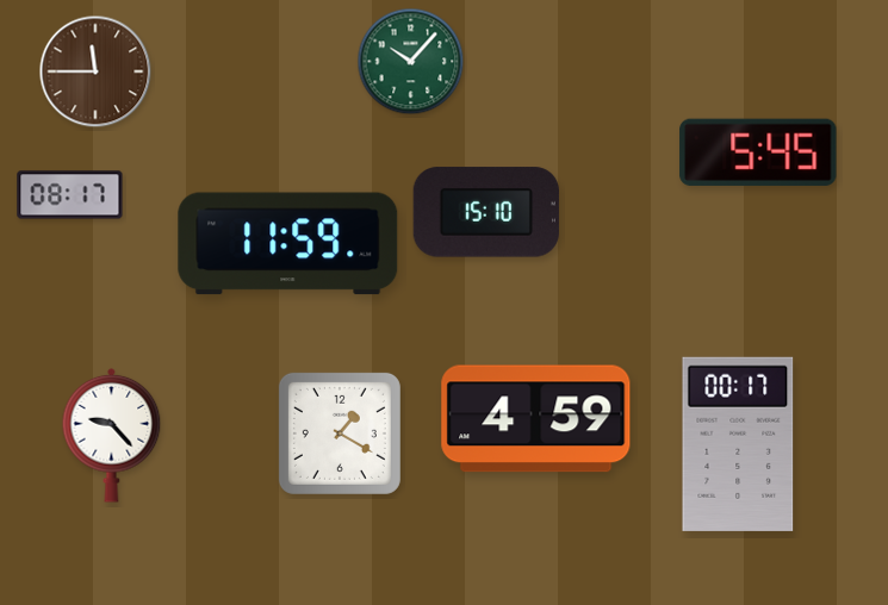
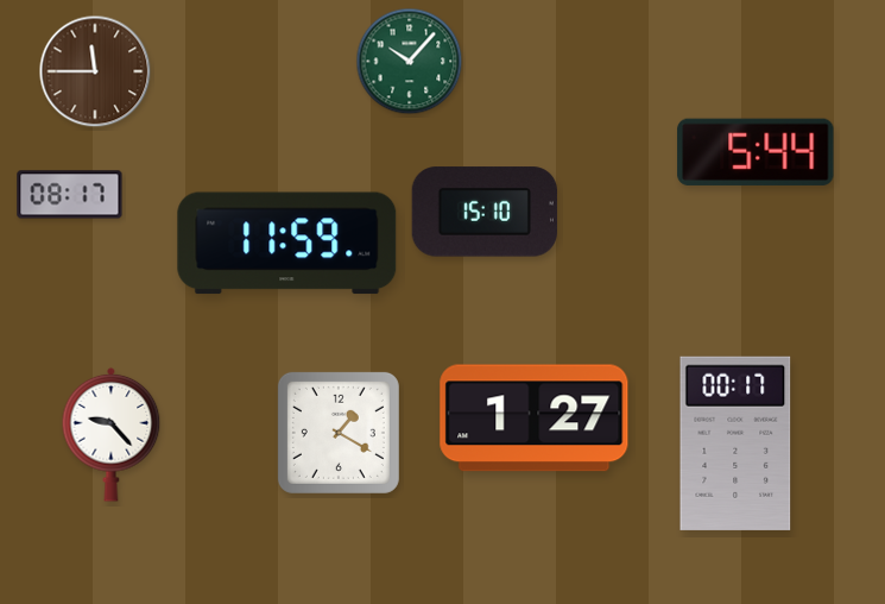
clock at (758, 152): 5:45 -> 5:44
clock at (536, 419): 4:59 -> 1:27
